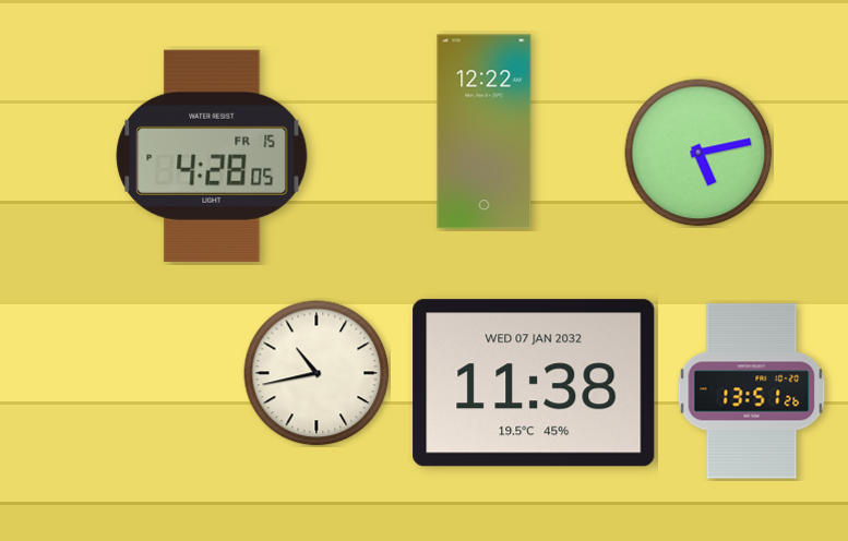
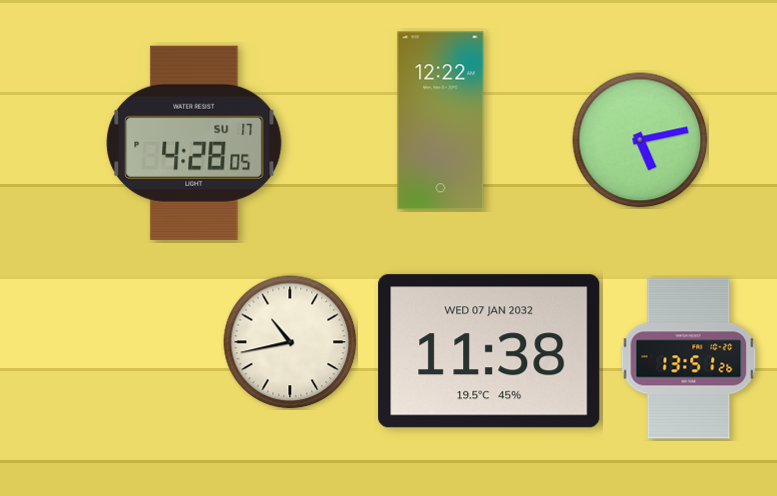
clock at (485, 132) position: (485, 132) -> (441, 121)
clock at (212, 156) date: FR 15 -> SU 17
